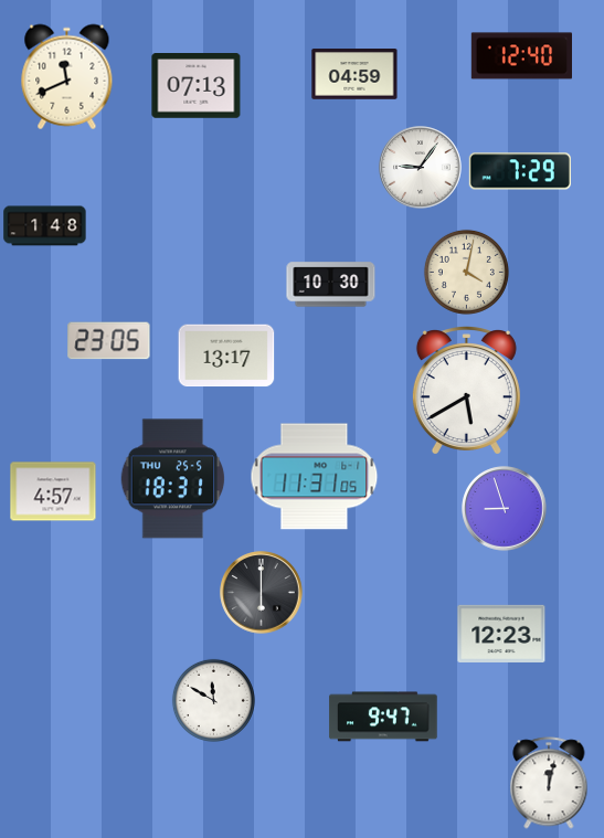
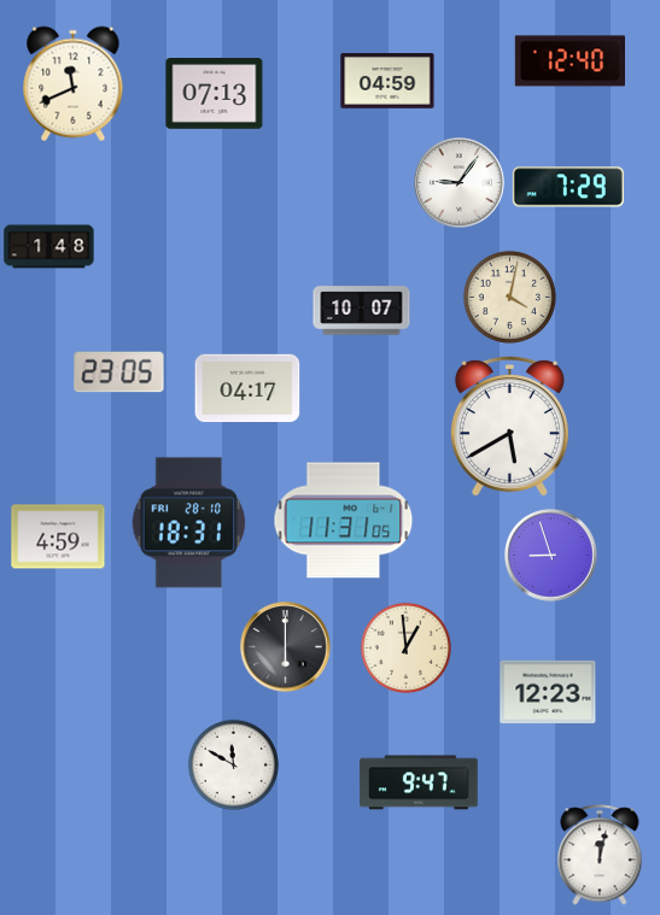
clock at (331, 285): 10:30 -> 10:07
clock at (226, 356): 13:17 -> 04:17
clock at (173, 479) date: THU 25-5 -> FRI 28-10
clock at (53, 491): 4:57 -> 4:59
clock at (405, 647): none -> 12:59
